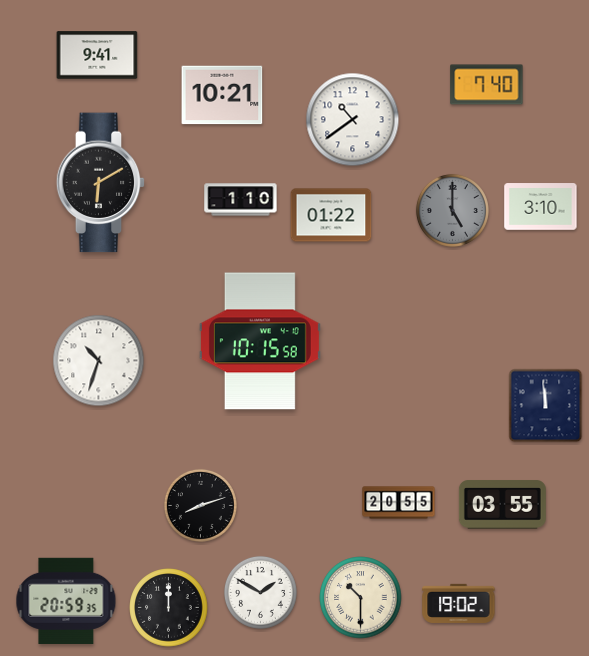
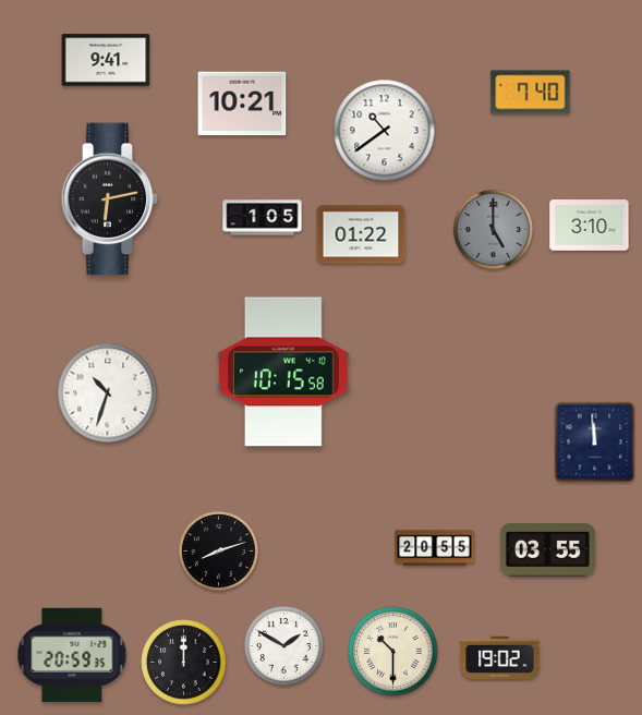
clock at (101, 183): 6:10 -> 6:13
clock at (241, 200): 1:10 -> 1:05
